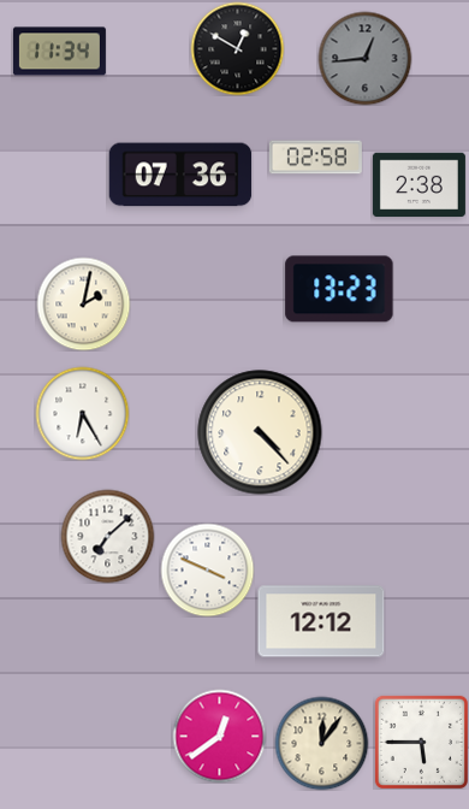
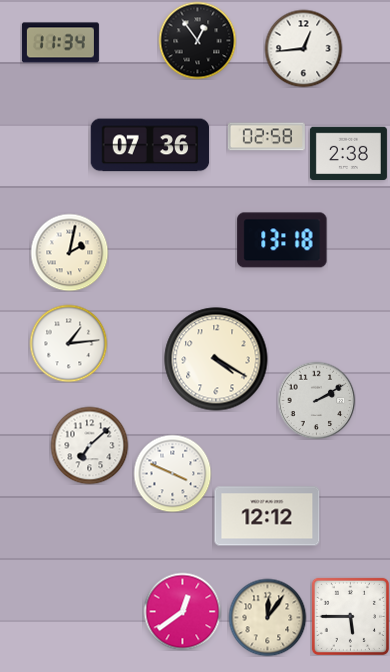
clock at (237, 48): 12:50 -> 12:54
clock at (59, 52) position: (59, 52) -> (60, 43)
clock at (364, 58) dial: grey -> white
clock at (315, 158) position: (315, 158) -> (266, 137)
clock at (339, 289): 13:23 -> 13:18
clock at (82, 413): 6:25 -> 1:14
clock at (260, 432): 4:23 -> 4:20
clock at (316, 400): none -> 2:10
